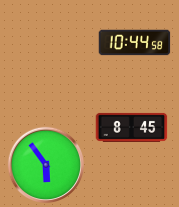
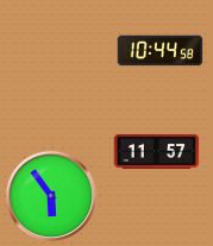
clock at (132, 127): 8:45 -> 11:57
clock at (46, 165) position: (46, 165) -> (51, 196)
